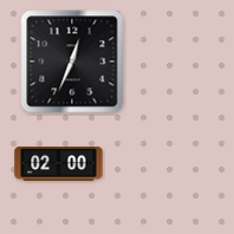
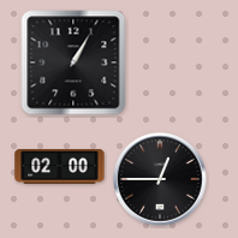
clock at (72, 61): 12:34 -> 1:05
clock at (160, 179): none -> 12:45
